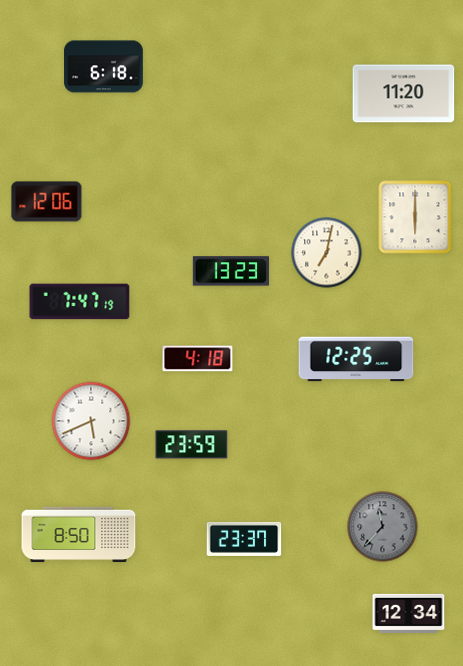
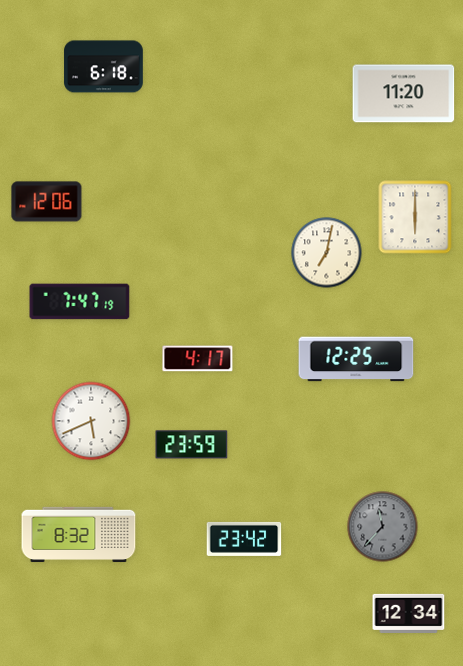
clock at (231, 271): 13:23 -> none
clock at (198, 359): 4:18 -> 4:17
clock at (79, 535): 8:50 -> 8:32
clock at (244, 539): 23:37 -> 23:42
